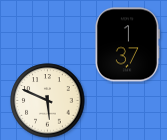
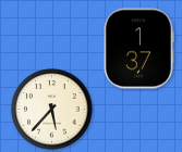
clock at (48, 101): 5:49 -> 5:37
